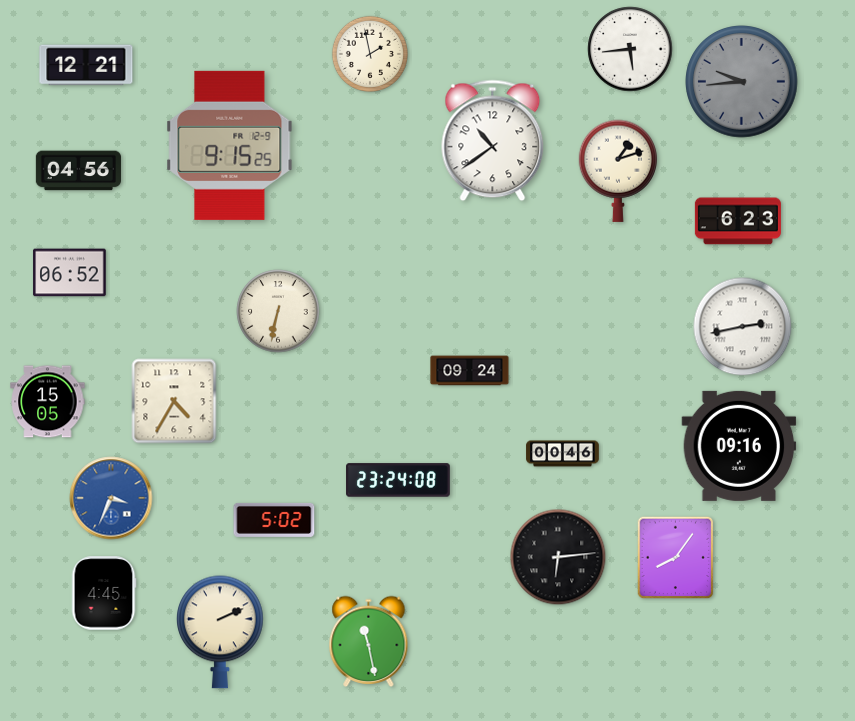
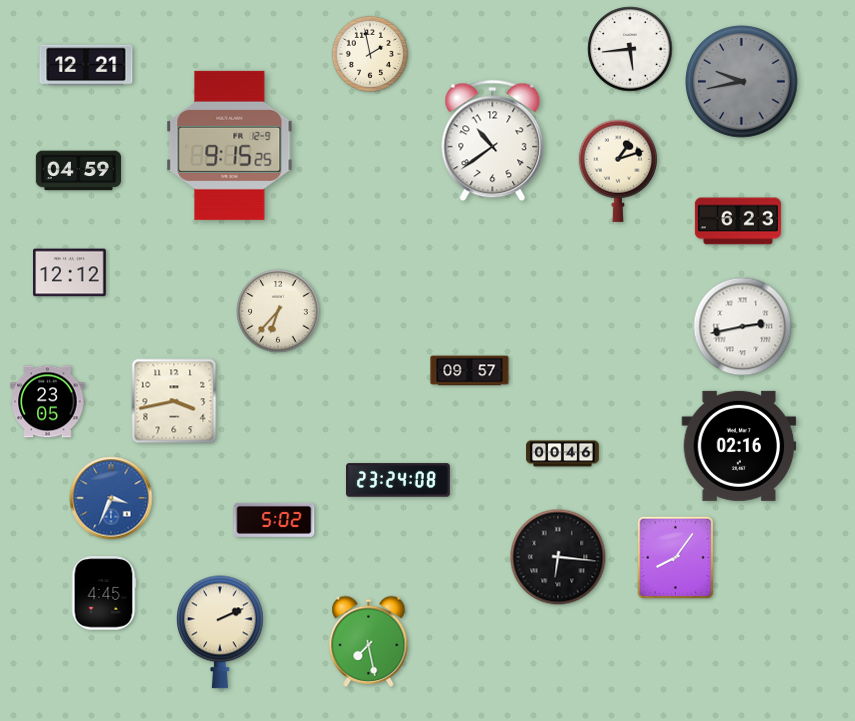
clock at (742, 82): 9:44 -> 9:43
clock at (78, 171): 04:56 -> 04:59
clock at (70, 273): 06:52 -> 12:12
clock at (278, 311): 6:32 -> 6:37
clock at (470, 371): 09:24 -> 09:57
clock at (174, 401): 4:35 -> 3:43
clock at (48, 402): 15:05 -> 23:05
clock at (739, 446): 09:16 -> 02:16
clock at (558, 557): 6:14 -> 6:16
clock at (369, 641): 11:28 -> 7:28
